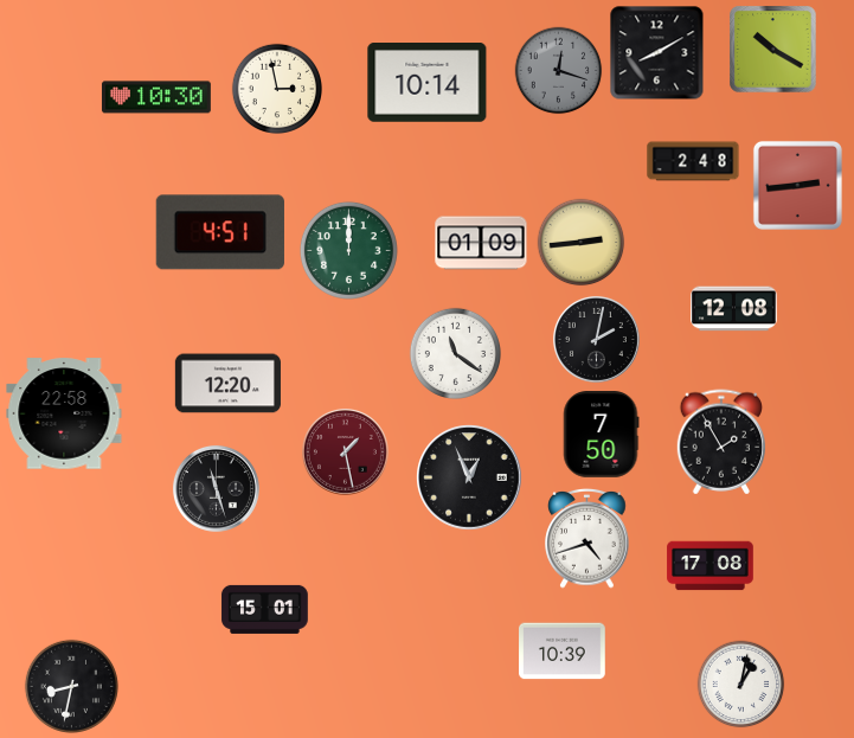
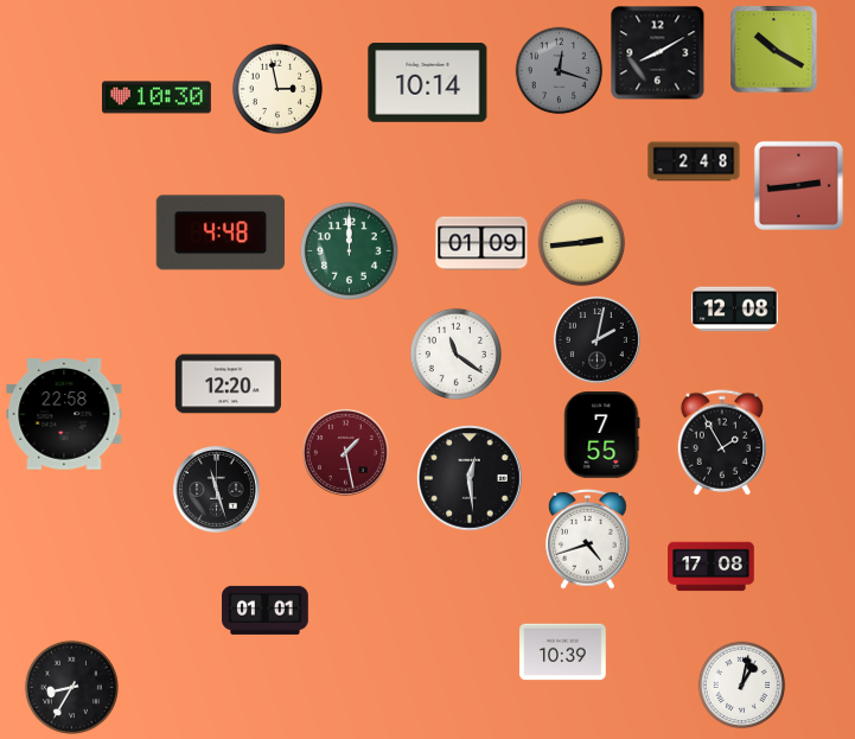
clock at (220, 232): 4:51 -> 4:48
clock at (602, 435): 7:50 -> 7:55
clock at (469, 477): 12:56 -> 12:29
clock at (265, 609): 15:01 -> 01:01
clock at (71, 686): 8:32 -> 8:35
